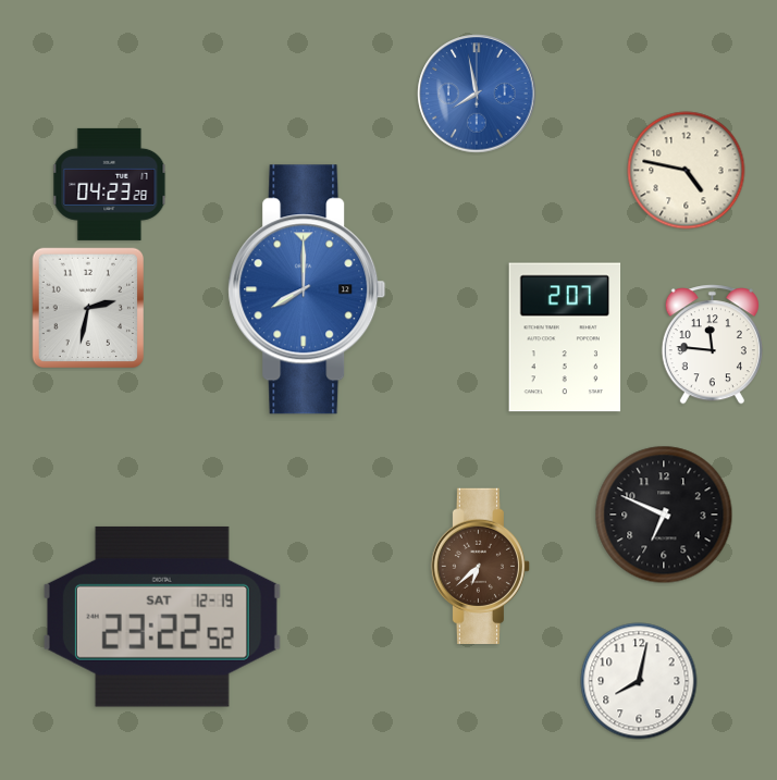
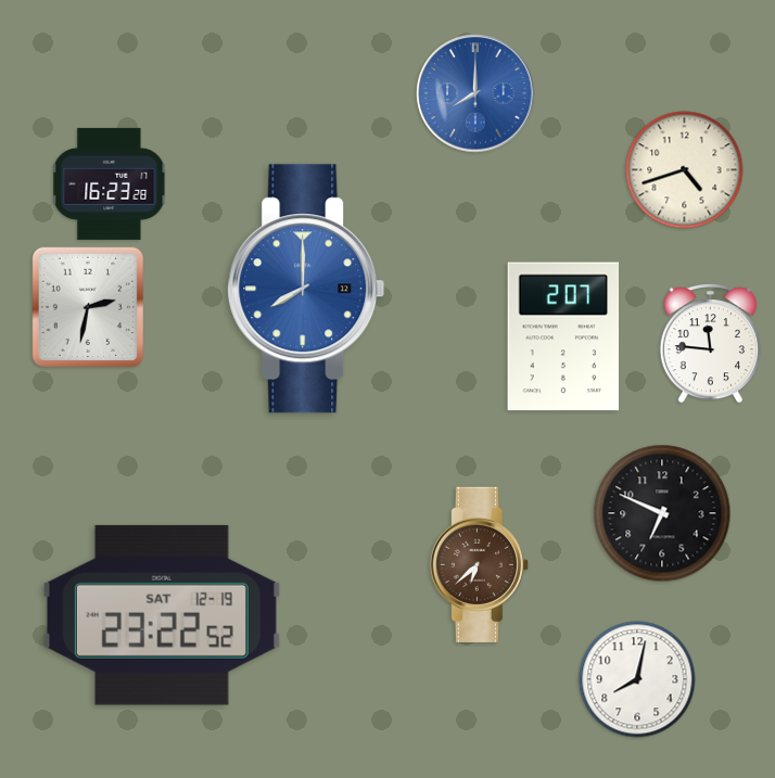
clock at (477, 94): 7:58 -> 8:00
clock at (687, 171): 4:47 -> 4:42
clock at (110, 184): 04:23 -> 16:23
